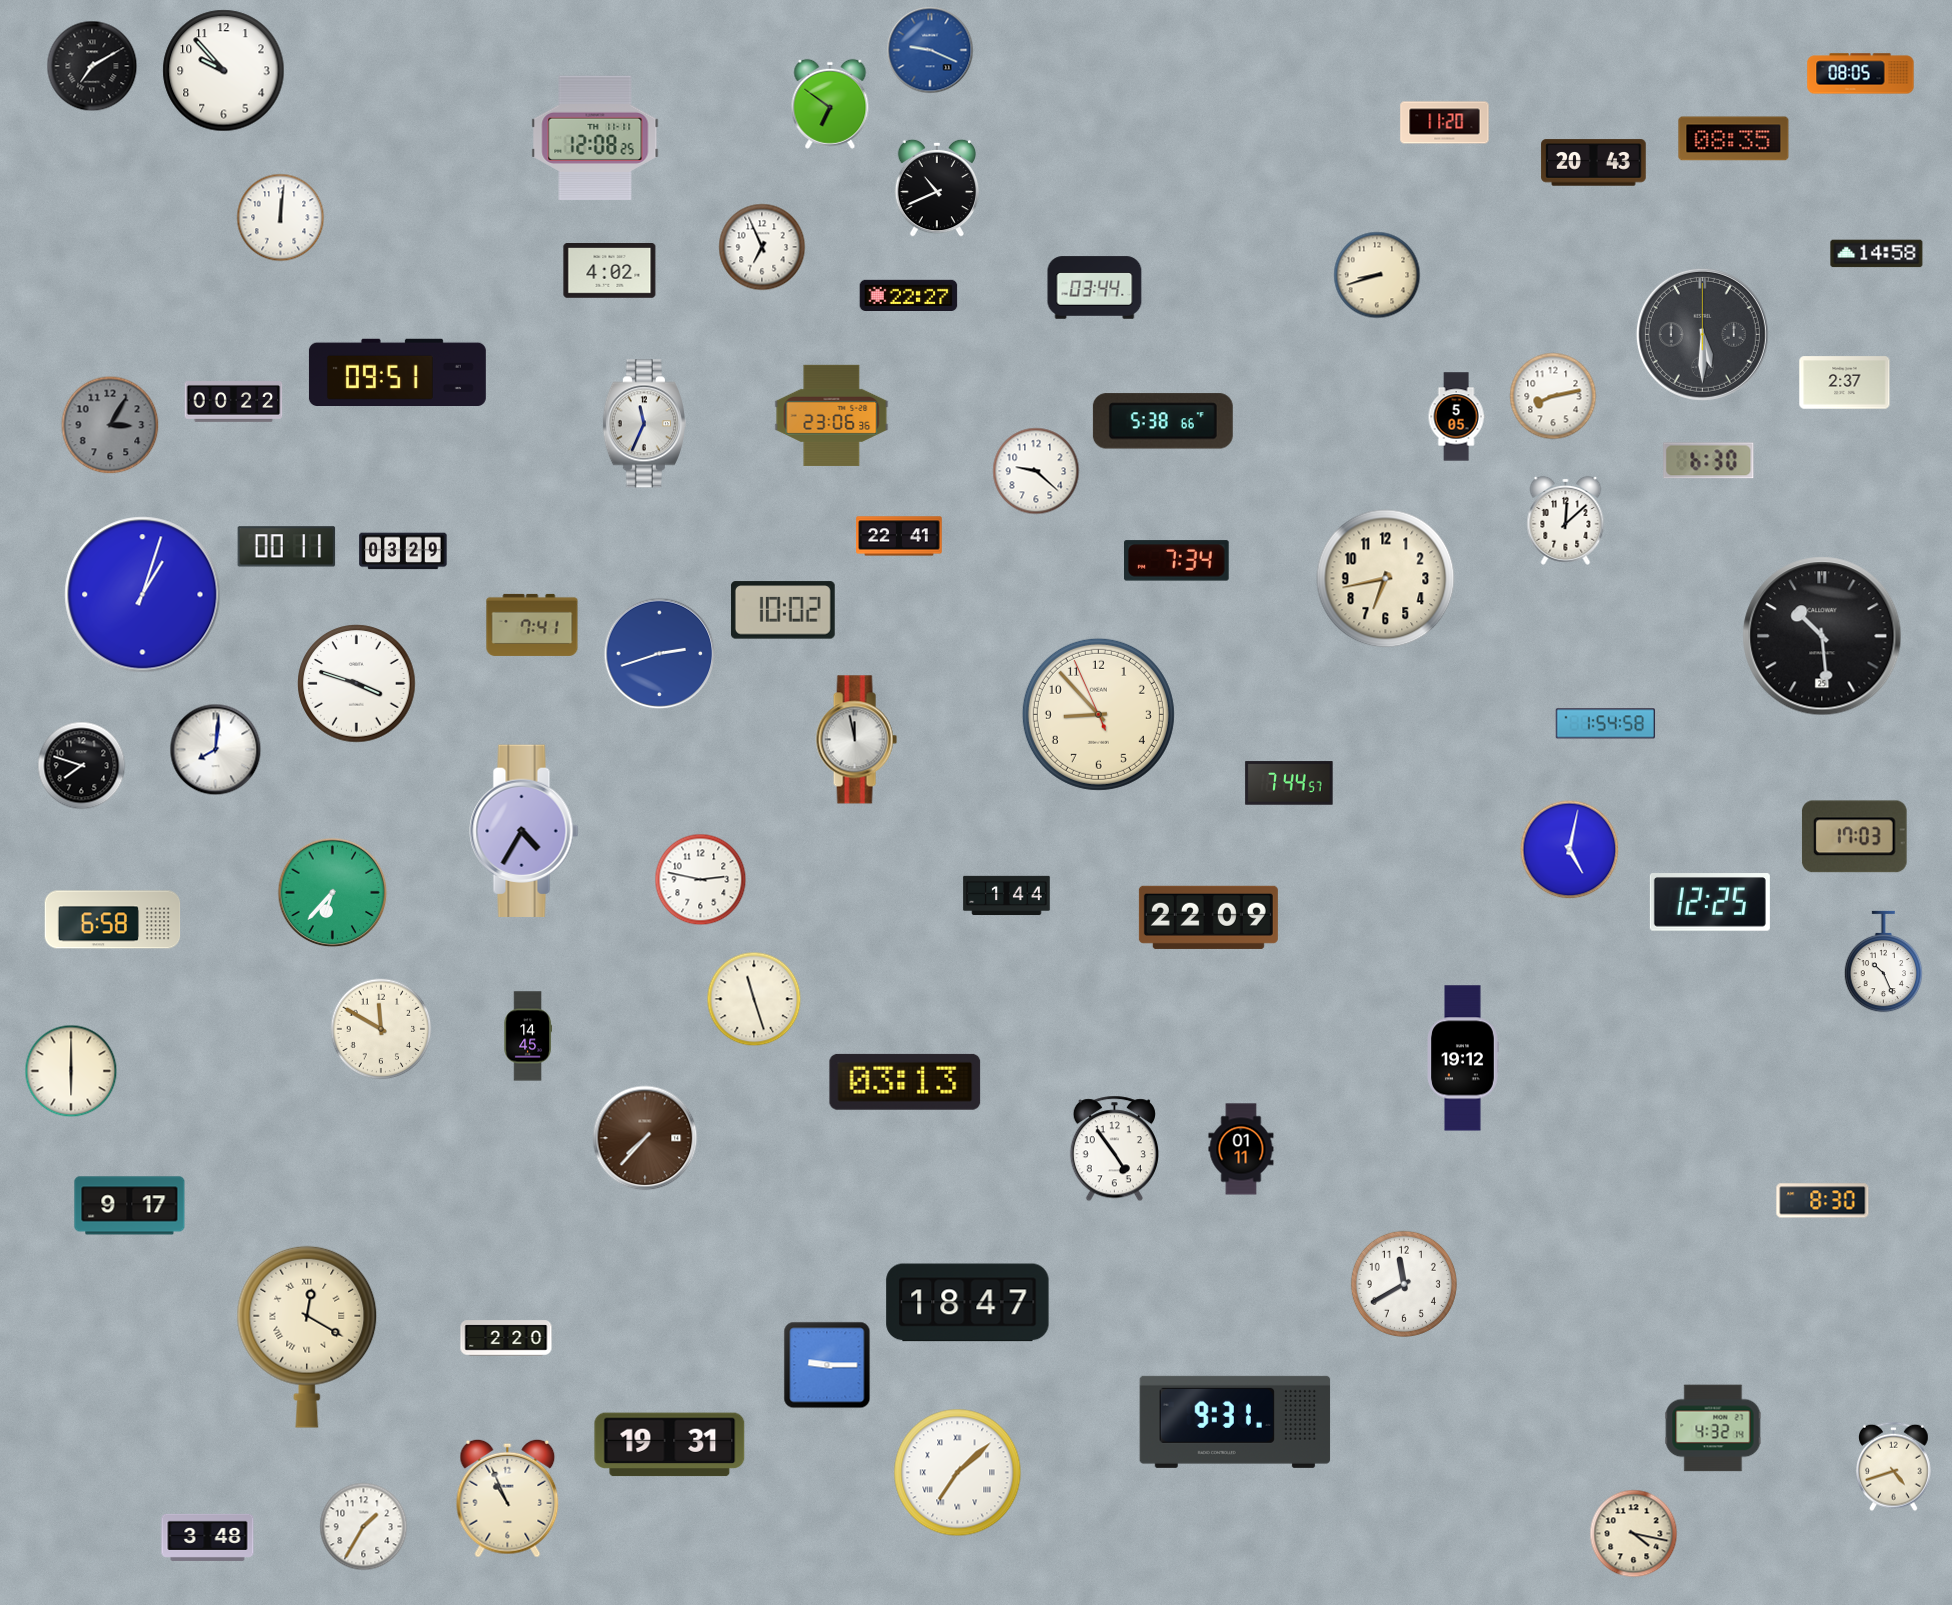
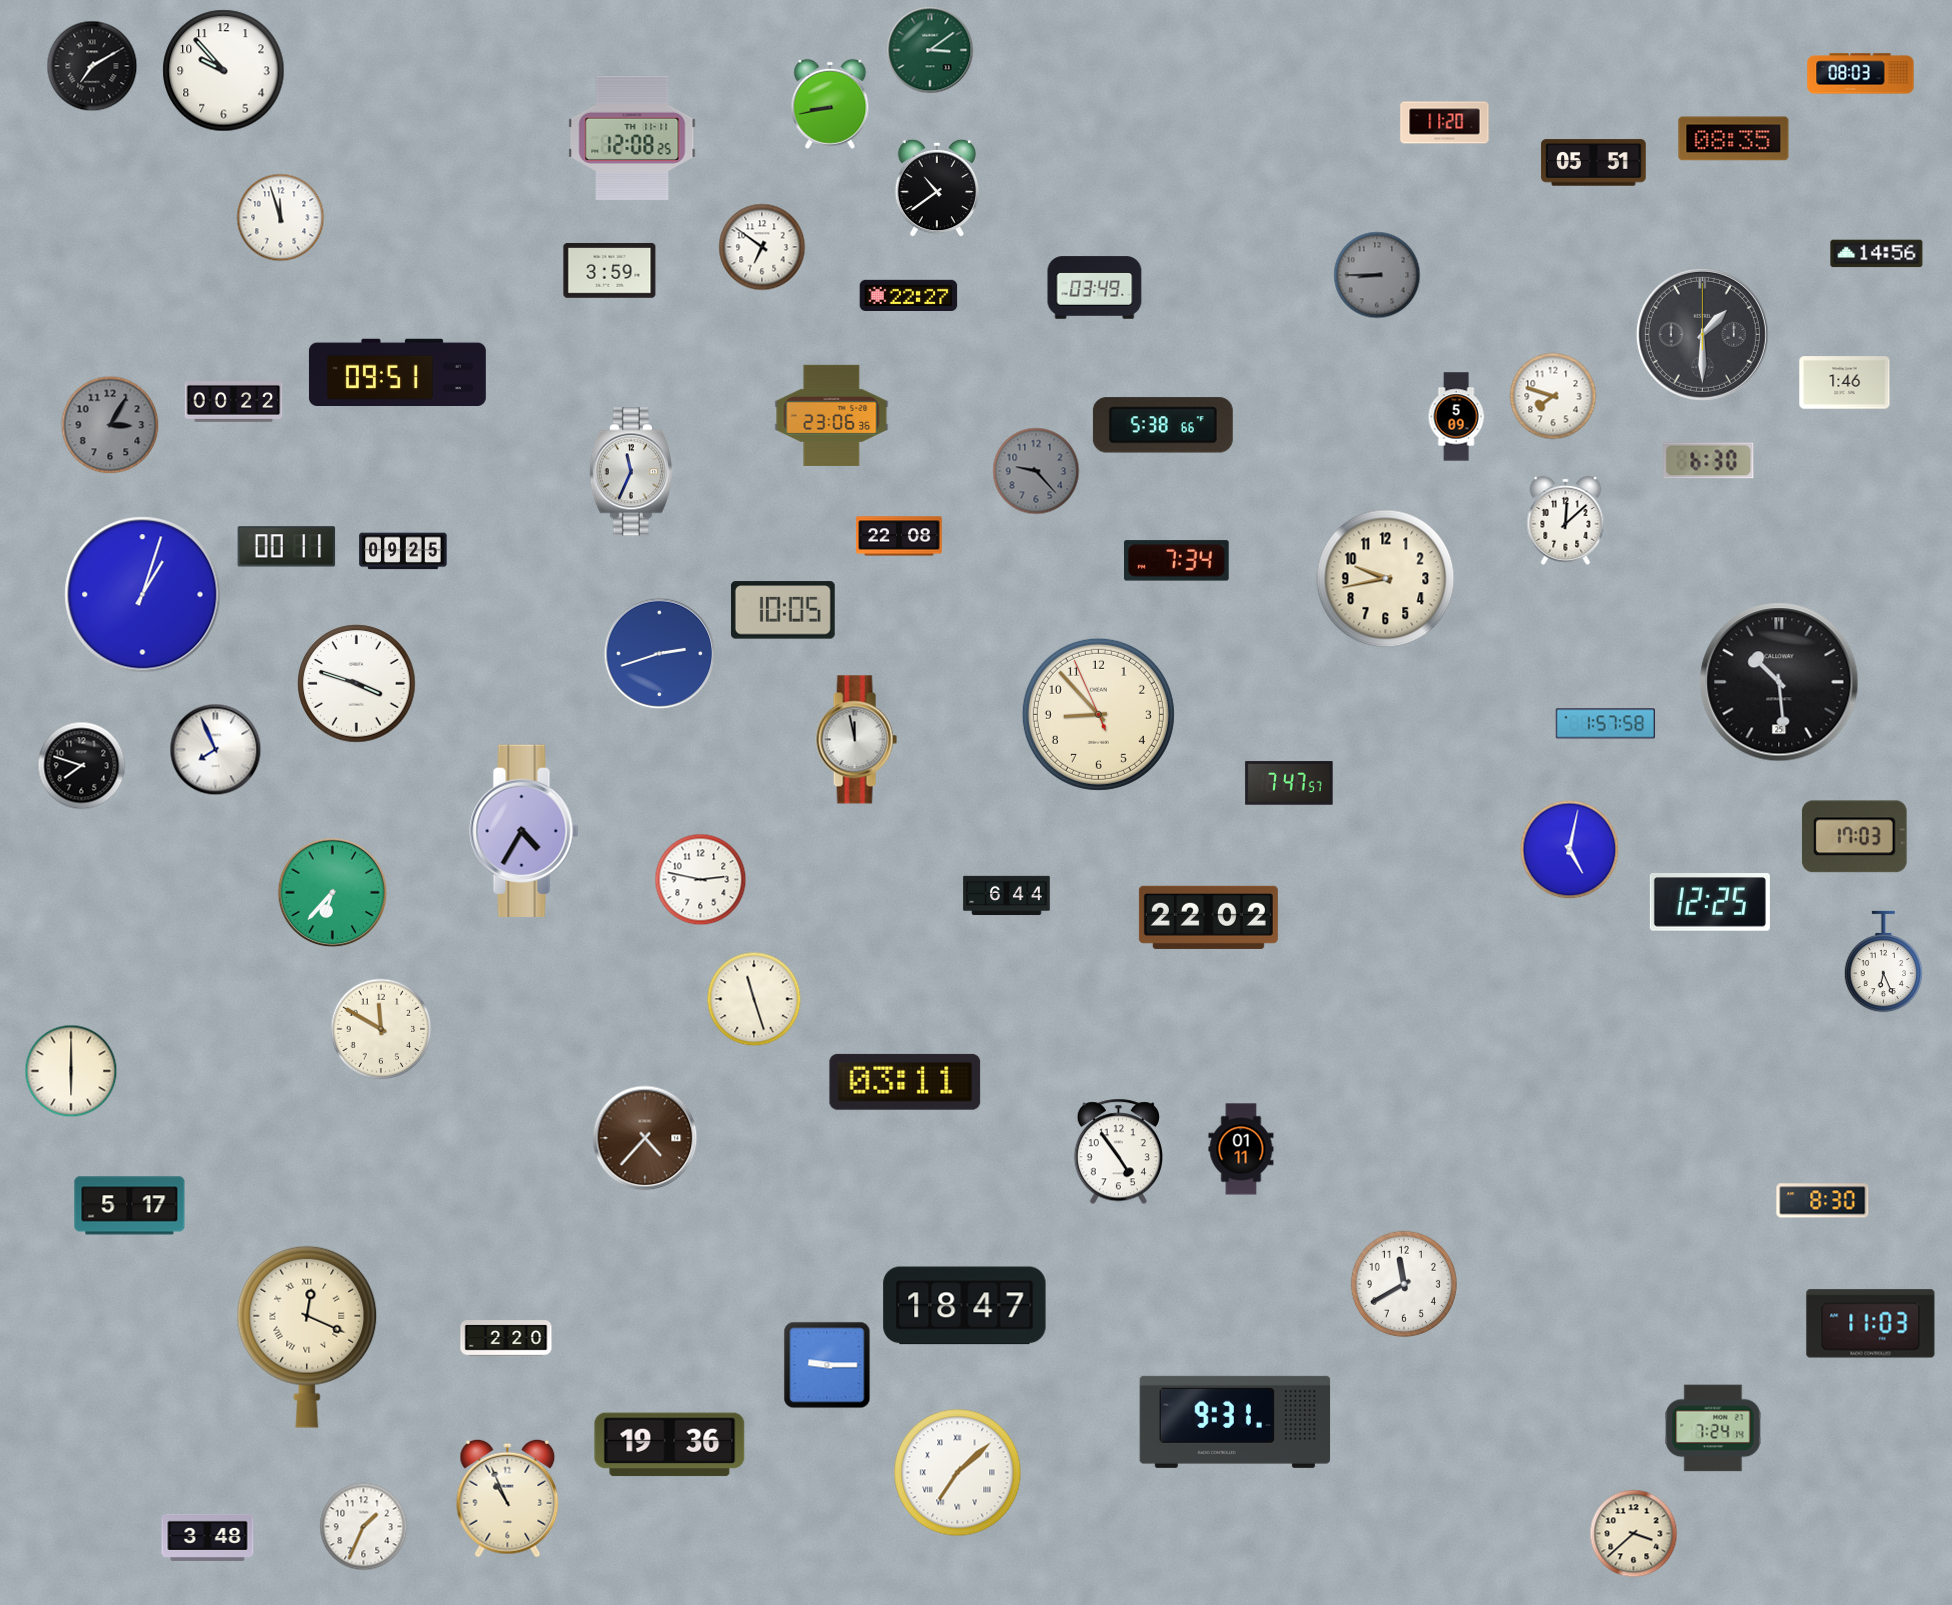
clock at (930, 50): 9:19 -> 3:09
clock at (930, 50) dial: blue -> green
clock at (1861, 74): 08:05 -> 08:03
clock at (830, 104): 6:51 -> 8:43
clock at (595, 138) position: (595, 138) -> (632, 138)
clock at (1594, 163): 20:43 -> 05:51
clock at (937, 188): 10:41 -> 10:39
clock at (281, 218): 12:01 -> 11:57
clock at (762, 247): 6:56 -> 6:51
clock at (1877, 254): 14:58 -> 14:56
clock at (610, 271): 4:02 -> 3:59
clock at (1377, 275): 8:42 -> 8:45
clock at (1377, 275) dial: cream -> grey
clock at (1095, 288): 03:44 -> 03:49
clock at (1702, 334): 5:30 -> 1:30
clock at (1845, 383): 2:37 -> 1:46
clock at (1553, 396): 8:13 -> 7:48
clock at (1456, 417): 5:05 -> 5:09
clock at (1163, 421) position: (1163, 421) -> (1163, 425)
clock at (644, 424) position: (644, 424) -> (631, 472)
clock at (1036, 471): 9:22 -> 9:23
clock at (1036, 471) dial: white -> grey
clock at (899, 536): 22:41 -> 22:08
clock at (403, 551): 03:29 -> 09:25
clock at (1386, 579): 6:43 -> 9:43
clock at (783, 610): 10:02 -> 10:05
clock at (532, 625): 7:41 -> none
clock at (1822, 636) position: (1822, 636) -> (1779, 682)
clock at (1605, 724): 1:54 -> 1:57
clock at (216, 750): 8:01 -> 7:56
clock at (1289, 783): 7:44 -> 7:47
clock at (1007, 896): 1:44 -> 6:44
clock at (1208, 917): 22:09 -> 22:02
clock at (113, 920): 6:58 -> none
clock at (1884, 962): 10:26 -> 6:26
clock at (527, 1036): 14:45 -> none
clock at (1463, 1058): 19:12 -> none
clock at (905, 1082): 03:13 -> 03:11
clock at (645, 1138): 7:37 -> 4:37
clock at (1114, 1149) position: (1114, 1149) -> (1118, 1152)
clock at (130, 1206): 9:17 -> 5:17
clock at (968, 1303) position: (968, 1303) -> (965, 1306)
clock at (1871, 1324): none -> 11:03
clock at (307, 1337): 12:20 -> 12:19
clock at (1713, 1428): 4:32 -> 7:24
clock at (670, 1445): 19:31 -> 19:36
clock at (1894, 1467): 4:42 -> none
clock at (364, 1527): 1:35 -> 1:34
clock at (1634, 1534): 4:17 -> 3:38
